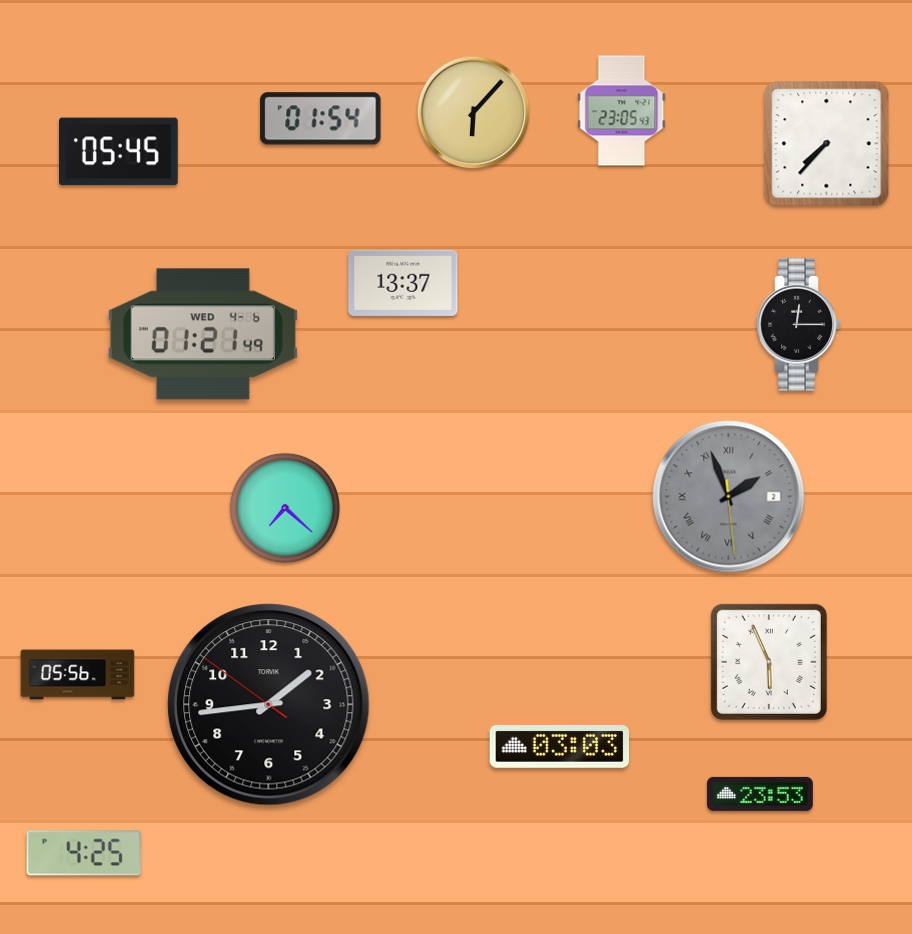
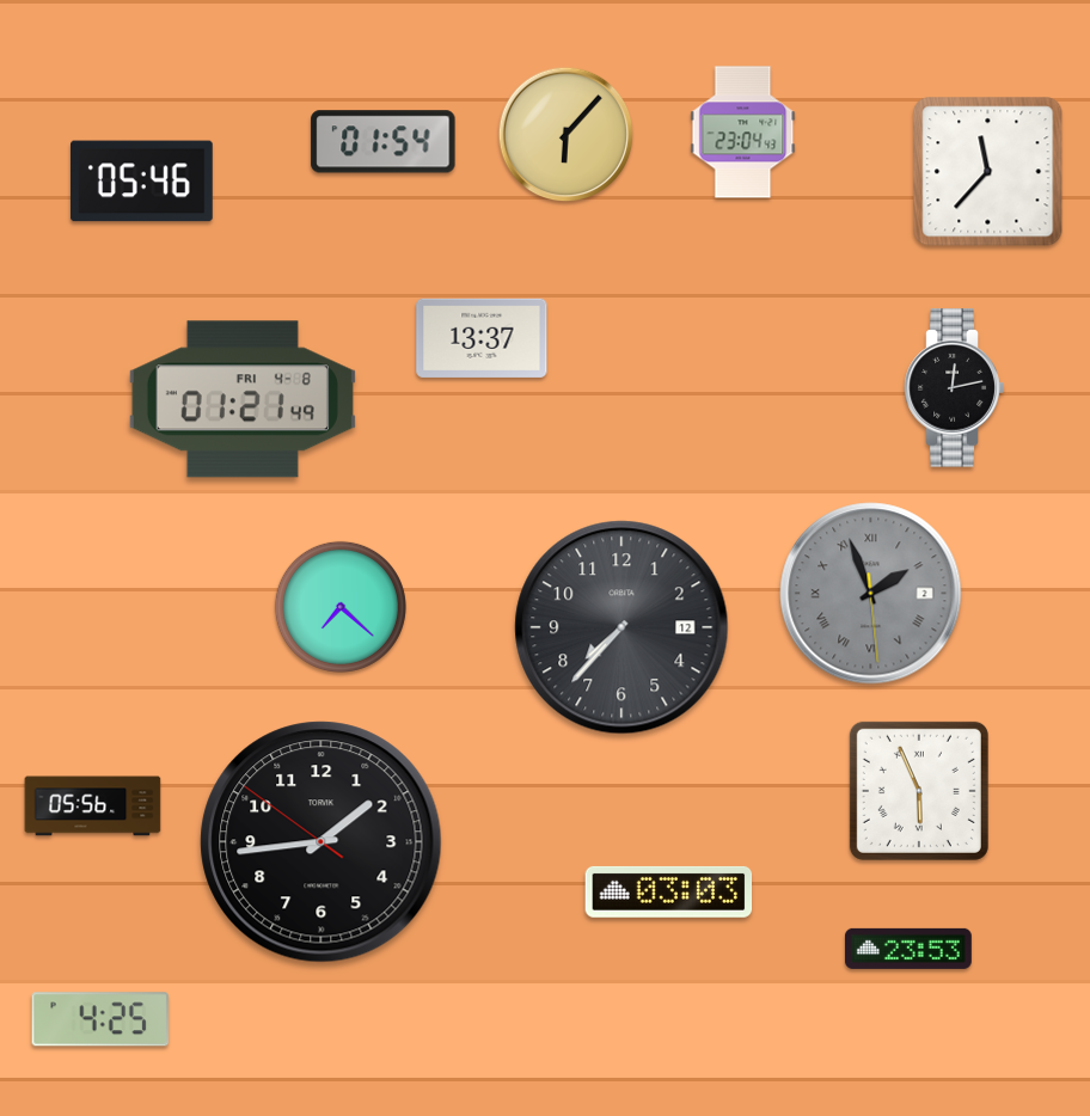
clock at (622, 111): 23:05 -> 23:04
clock at (827, 144): 7:37 -> 11:37
clock at (119, 152): 05:45 -> 05:46
clock at (799, 325): 12:15 -> 12:13
clock at (203, 334) date: WED 4-6 -> FRI 4-8
clock at (621, 627): none -> 7:37
